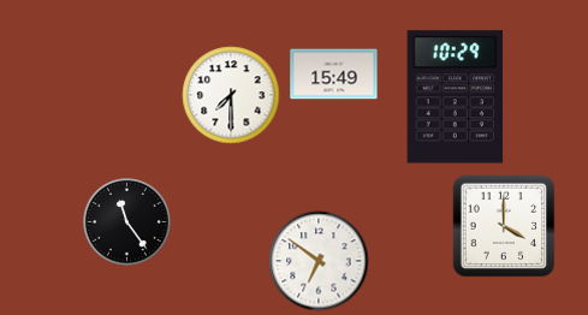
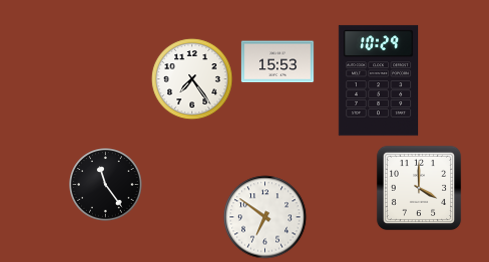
clock at (334, 75): 15:49 -> 15:53
clock at (231, 95): 7:30 -> 7:24
